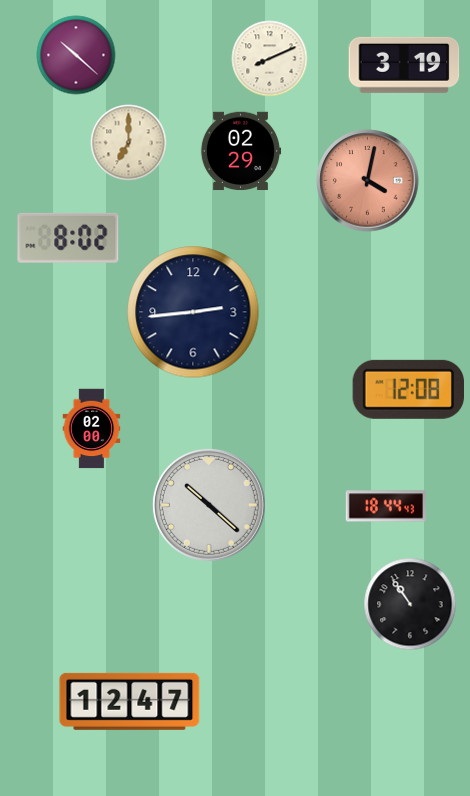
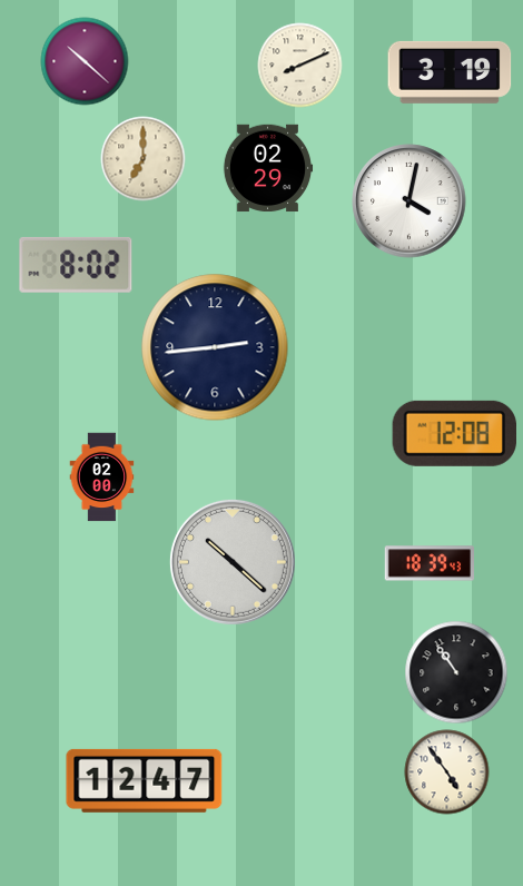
clock at (368, 181) dial: salmon -> white
clock at (385, 506): 18:44 -> 18:39
clock at (447, 772): none -> 4:54
